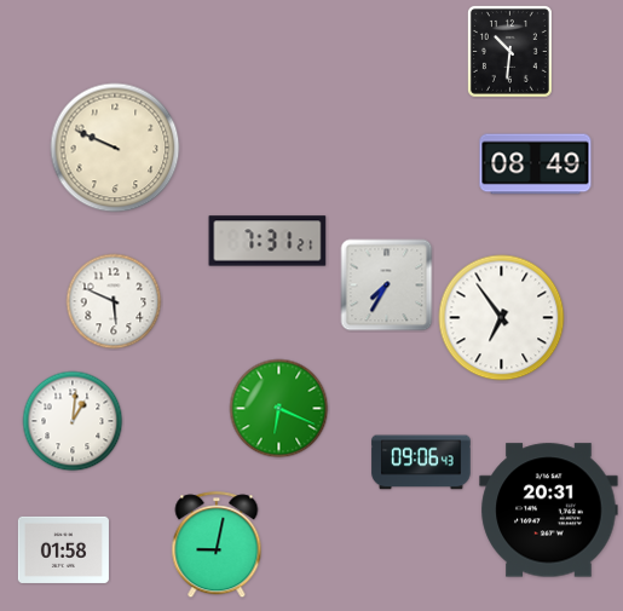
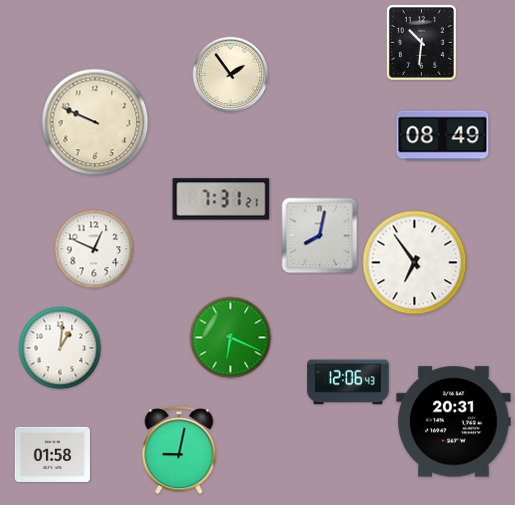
clock at (231, 75): none -> 1:54
clock at (387, 286): 7:35 -> 8:02
clock at (114, 301): 5:49 -> 12:49
clock at (421, 462): 09:06 -> 12:06
